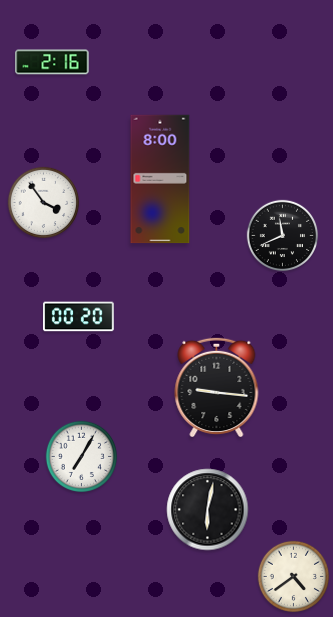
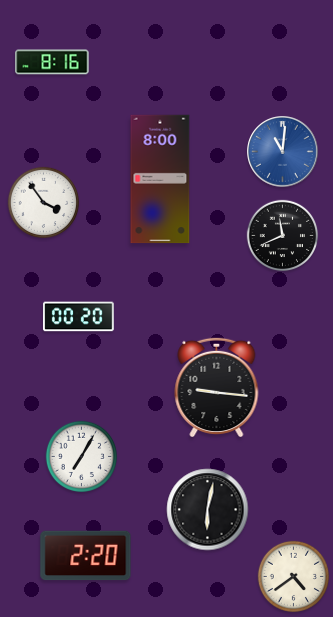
clock at (52, 62): 2:16 -> 8:16
clock at (283, 152): none -> 11:01
clock at (86, 556): none -> 2:20
